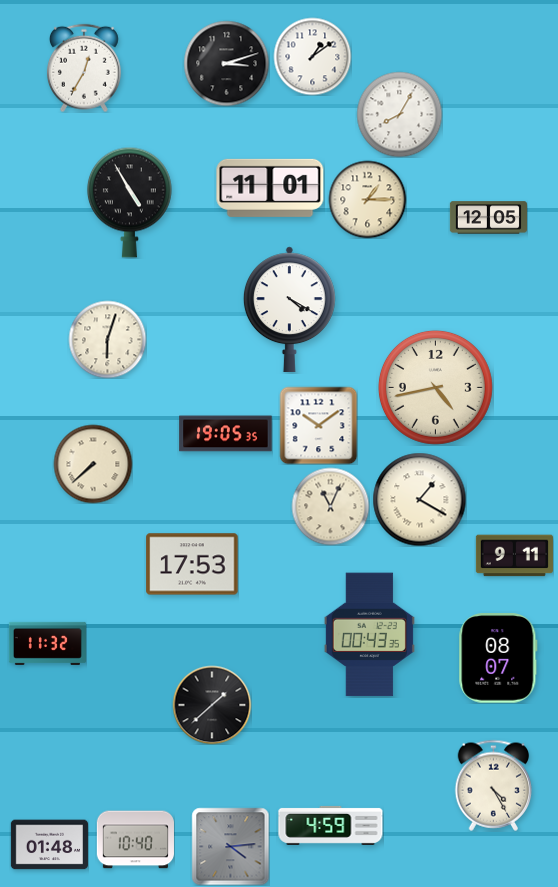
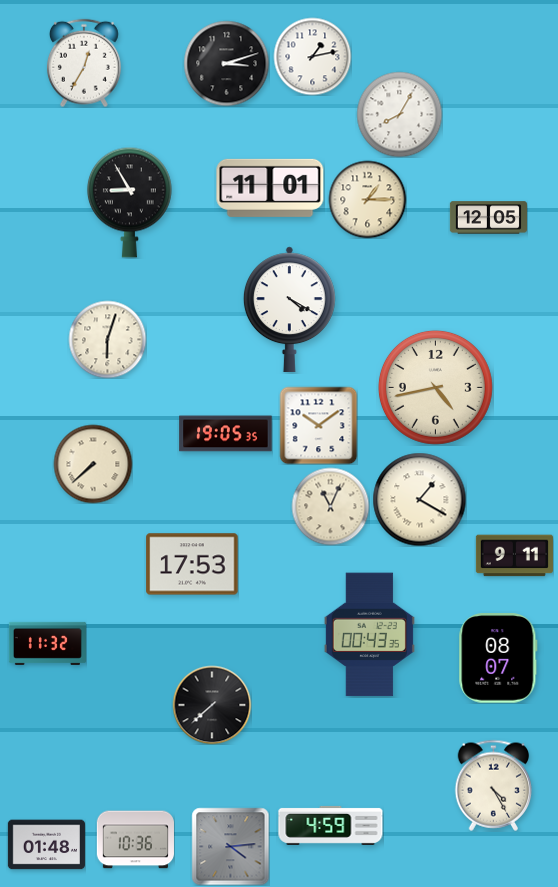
clock at (312, 56): 1:09 -> 1:13
clock at (84, 68) position: (84, 68) -> (84, 63)
clock at (129, 202): 4:55 -> 8:55
clock at (212, 705): 1:38 -> 7:38
clock at (135, 840): 10:40 -> 10:36
clock at (49, 845) position: (49, 845) -> (46, 845)
